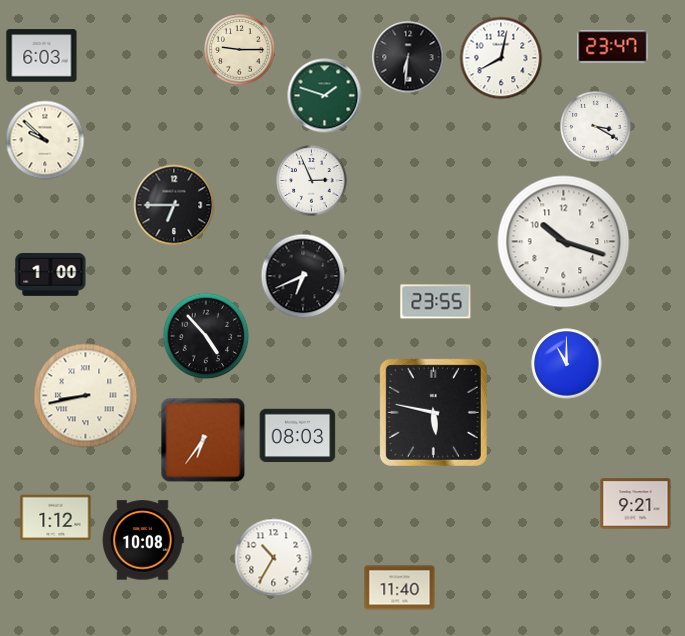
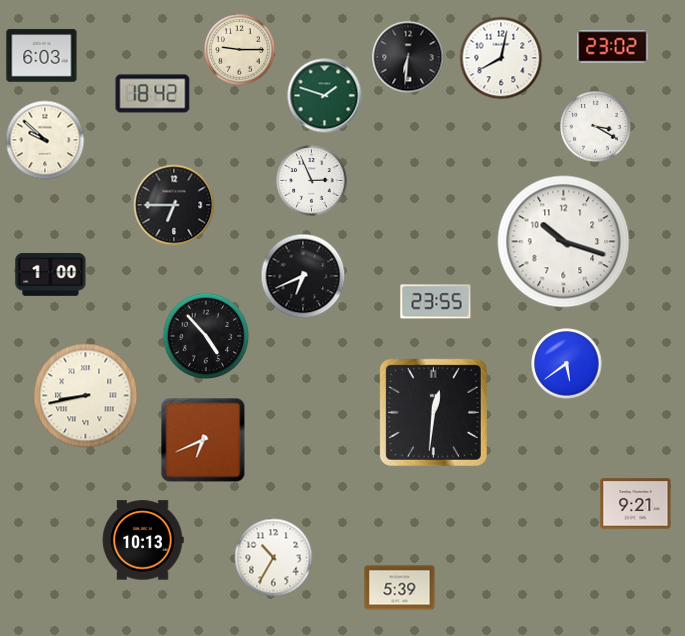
clock at (613, 47): 23:47 -> 23:02
clock at (153, 94): none -> 18:42
clock at (567, 364): 11:00 -> 5:39
clock at (433, 412): 5:47 -> 12:31
clock at (298, 436): 08:03 -> none
clock at (203, 440): 6:36 -> 6:41
clock at (56, 518): 1:12 -> none
clock at (143, 540): 10:08 -> 10:13
clock at (400, 588): 11:40 -> 5:39
